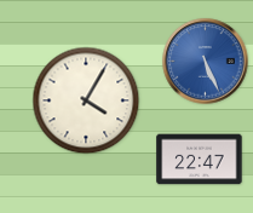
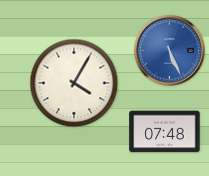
clock at (86, 100) position: (86, 100) -> (74, 83)
clock at (200, 160): 22:47 -> 07:48
